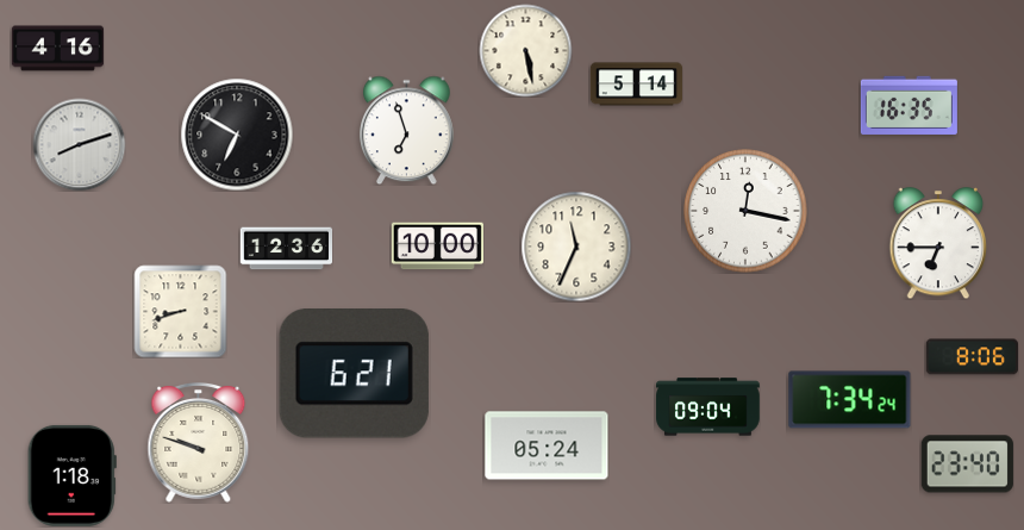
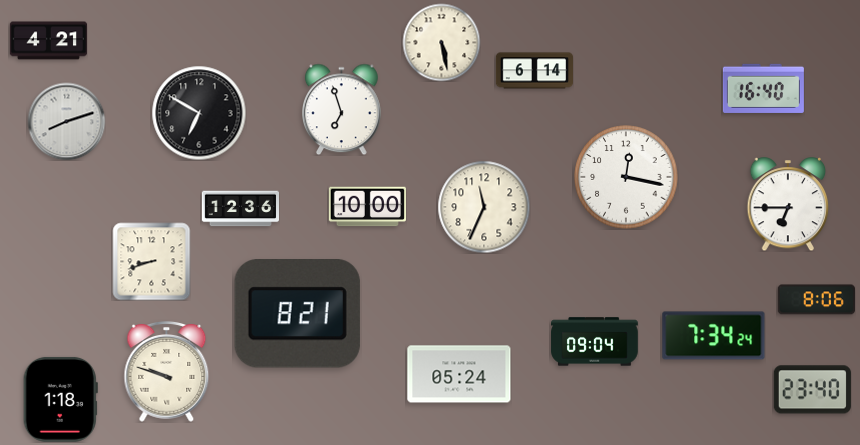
clock at (57, 49): 4:16 -> 4:21
clock at (636, 85): 5:14 -> 6:14
clock at (909, 105): 16:35 -> 16:40
clock at (354, 374): 6:21 -> 8:21
